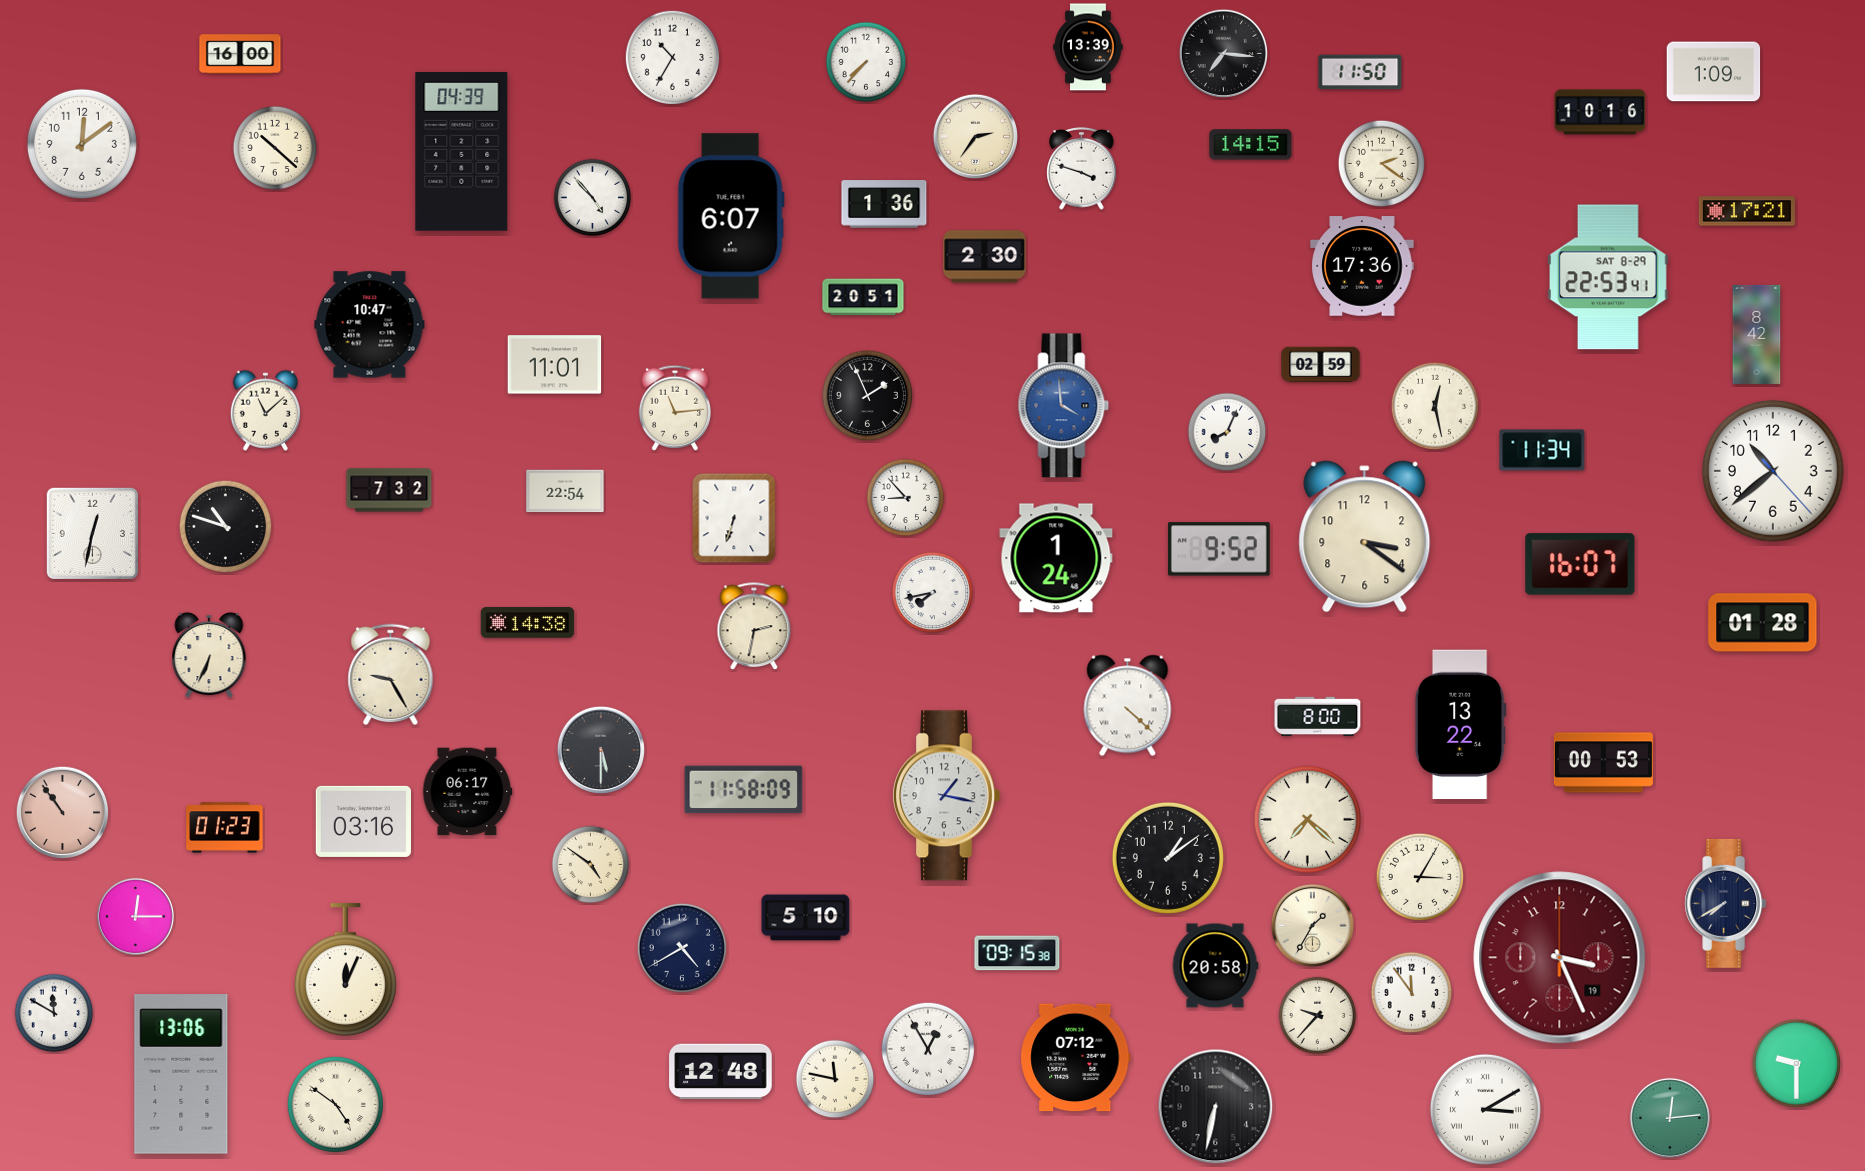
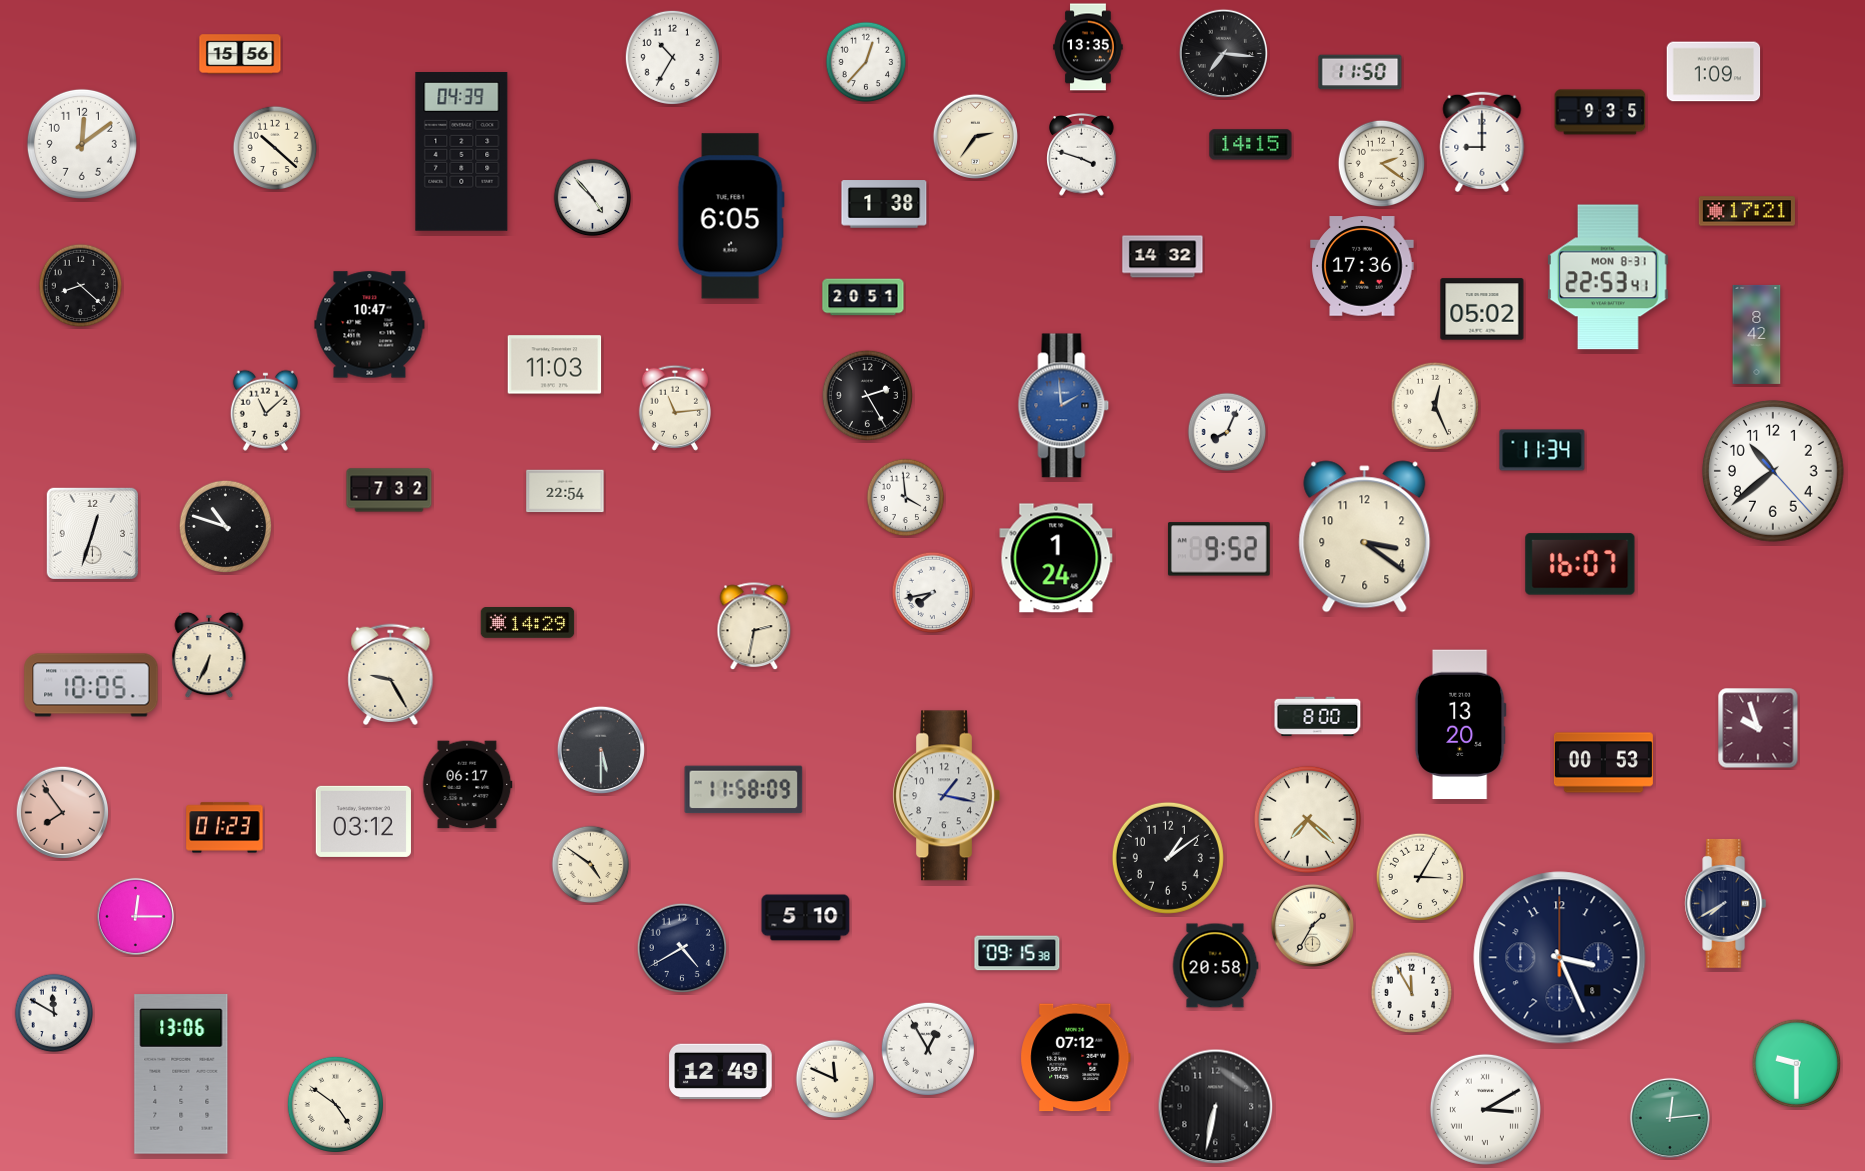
clock at (1088, 47): 13:39 -> 13:35
clock at (240, 54): 16:00 -> 15:56
clock at (866, 62): 7:37 -> 12:37
clock at (1600, 112): 10:16 -> 9:35
clock at (1482, 142): none -> 9:00
clock at (1082, 169) position: (1082, 169) -> (1082, 155)
clock at (884, 204): 1:36 -> 1:38
clock at (731, 216): 6:07 -> 6:05
clock at (985, 257): 2:30 -> none
clock at (1163, 257): none -> 14:32
clock at (1609, 277) date: SAT 8-29 -> MON 8-31
clock at (81, 286): none -> 8:22
clock at (1482, 309): none -> 05:02
clock at (555, 365): 11:01 -> 11:03
clock at (1321, 365): 02:59 -> none
clock at (867, 395): 1:56 -> 2:25
clock at (1064, 406): 3:59 -> 1:59
clock at (1435, 406): 12:28 -> 12:26
clock at (906, 498): 8:53 -> 3:59
clock at (734, 518): 6:33 -> none
clock at (92, 533): 12:32 -> 12:33
clock at (528, 623): 14:38 -> 14:29
clock at (1763, 623): 01:28 -> none
clock at (91, 685): none -> 10:05
clock at (1128, 706): 4:22 -> none
clock at (1460, 725): 13:22 -> 13:20
clock at (1758, 728): none -> 9:57
clock at (467, 792) position: (467, 792) -> (467, 785)
clock at (62, 812): 10:54 -> 7:54
clock at (363, 821): 03:16 -> 03:12
clock at (1560, 958) date: 19 -> 8
clock at (1560, 958) dial: burgundy -> navy
clock at (345, 970): 12:04 -> none
clock at (1412, 993): 11:54 -> 11:55
clock at (1318, 1016): 9:37 -> none
clock at (721, 1072): 12:48 -> 12:49
clock at (835, 1079): 11:47 -> 11:49
